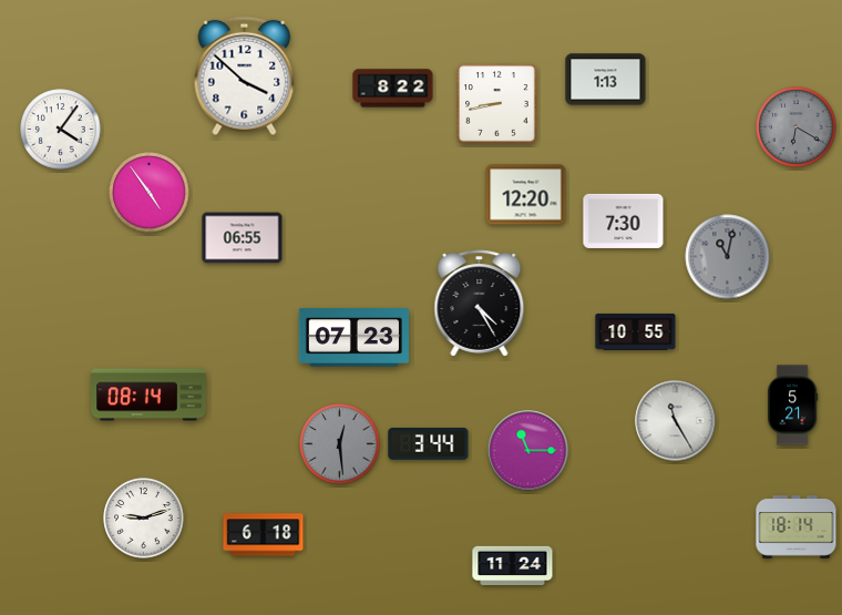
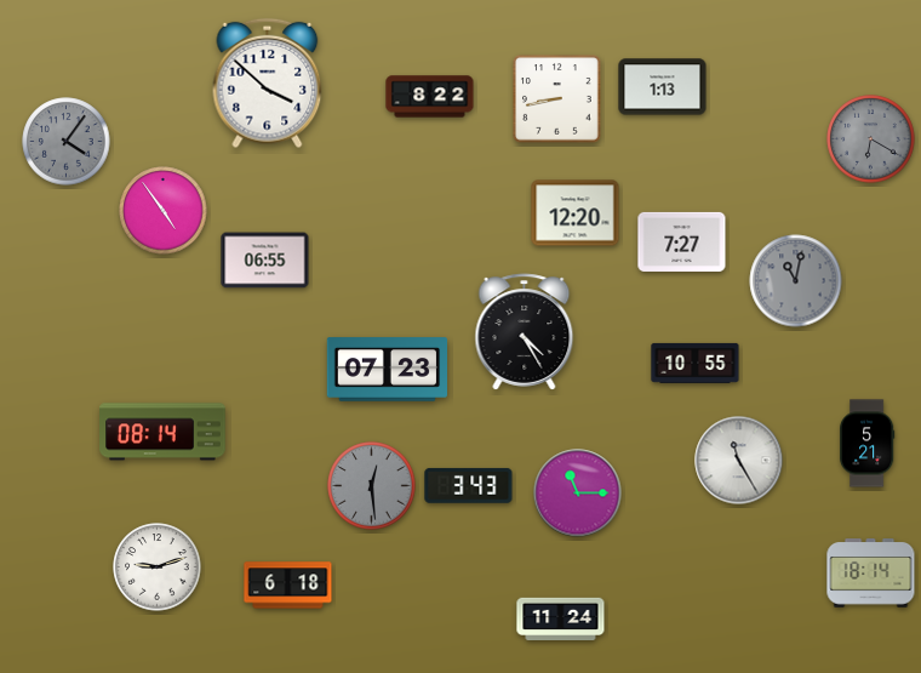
clock at (497, 104) position: (497, 104) -> (557, 99)
clock at (61, 130) dial: white -> grey
clock at (624, 221): 7:30 -> 7:27
clock at (429, 443): 3:44 -> 3:43
clock at (797, 527) position: (797, 527) -> (871, 574)
